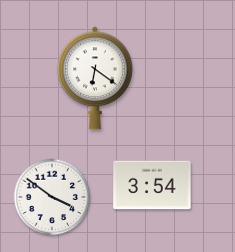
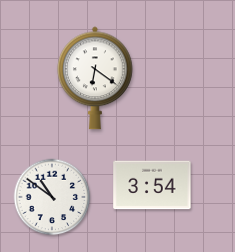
clock at (52, 197): 3:51 -> 10:51
